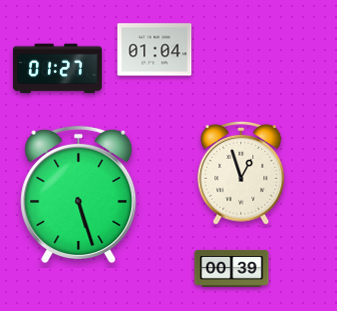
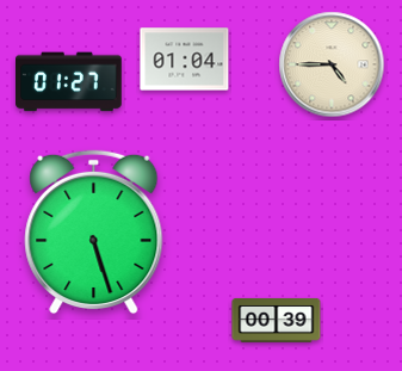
clock at (332, 64): none -> 4:45
clock at (241, 173): 12:57 -> none
